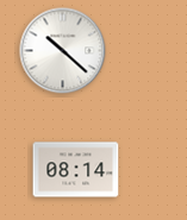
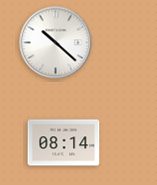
clock at (63, 51) position: (63, 51) -> (56, 43)
